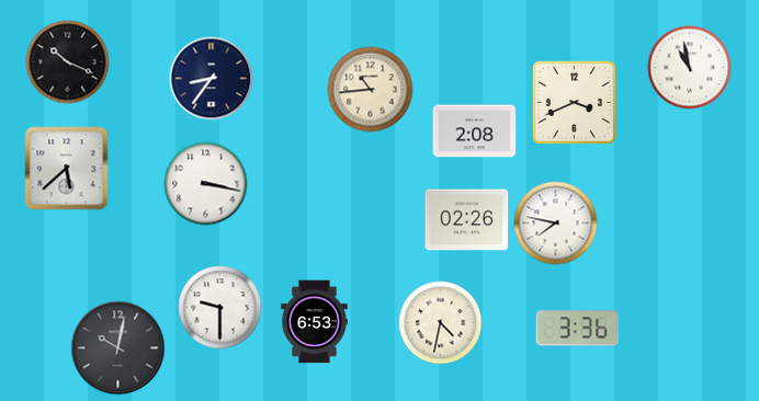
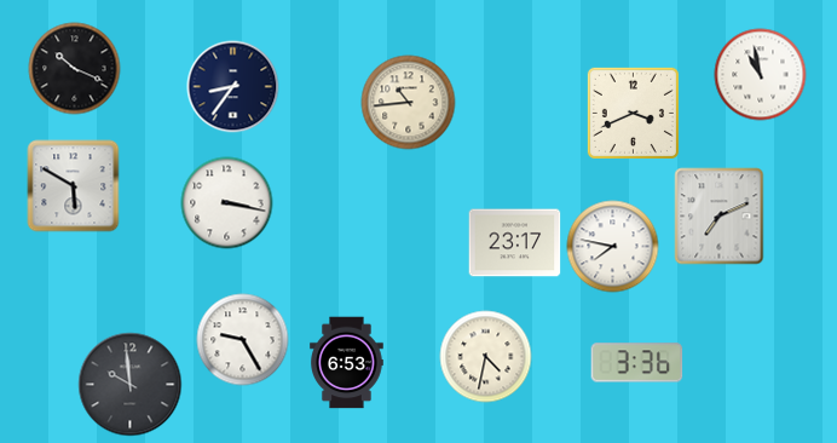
clock at (371, 90) position: (371, 90) -> (409, 103)
clock at (475, 131): 2:08 -> none
clock at (67, 169): 5:38 -> 5:50
clock at (720, 217): none -> 7:11
clock at (467, 220): 02:26 -> 23:17
clock at (220, 308): 9:30 -> 9:25
clock at (315, 322) position: (315, 322) -> (347, 363)
clock at (118, 348): 10:02 -> 9:59
